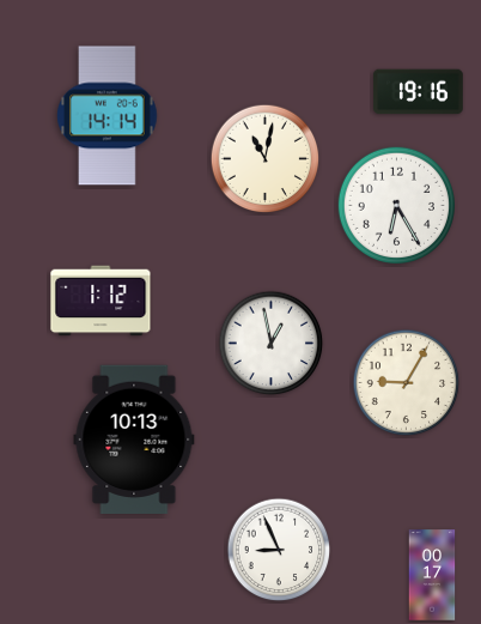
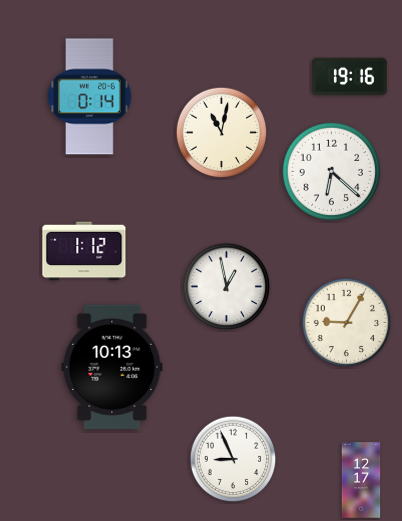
clock at (108, 116): 14:14 -> 0:14
clock at (396, 205): 6:25 -> 6:22
clock at (407, 383) position: (407, 383) -> (347, 323)
clock at (432, 575): 00:17 -> 12:17
